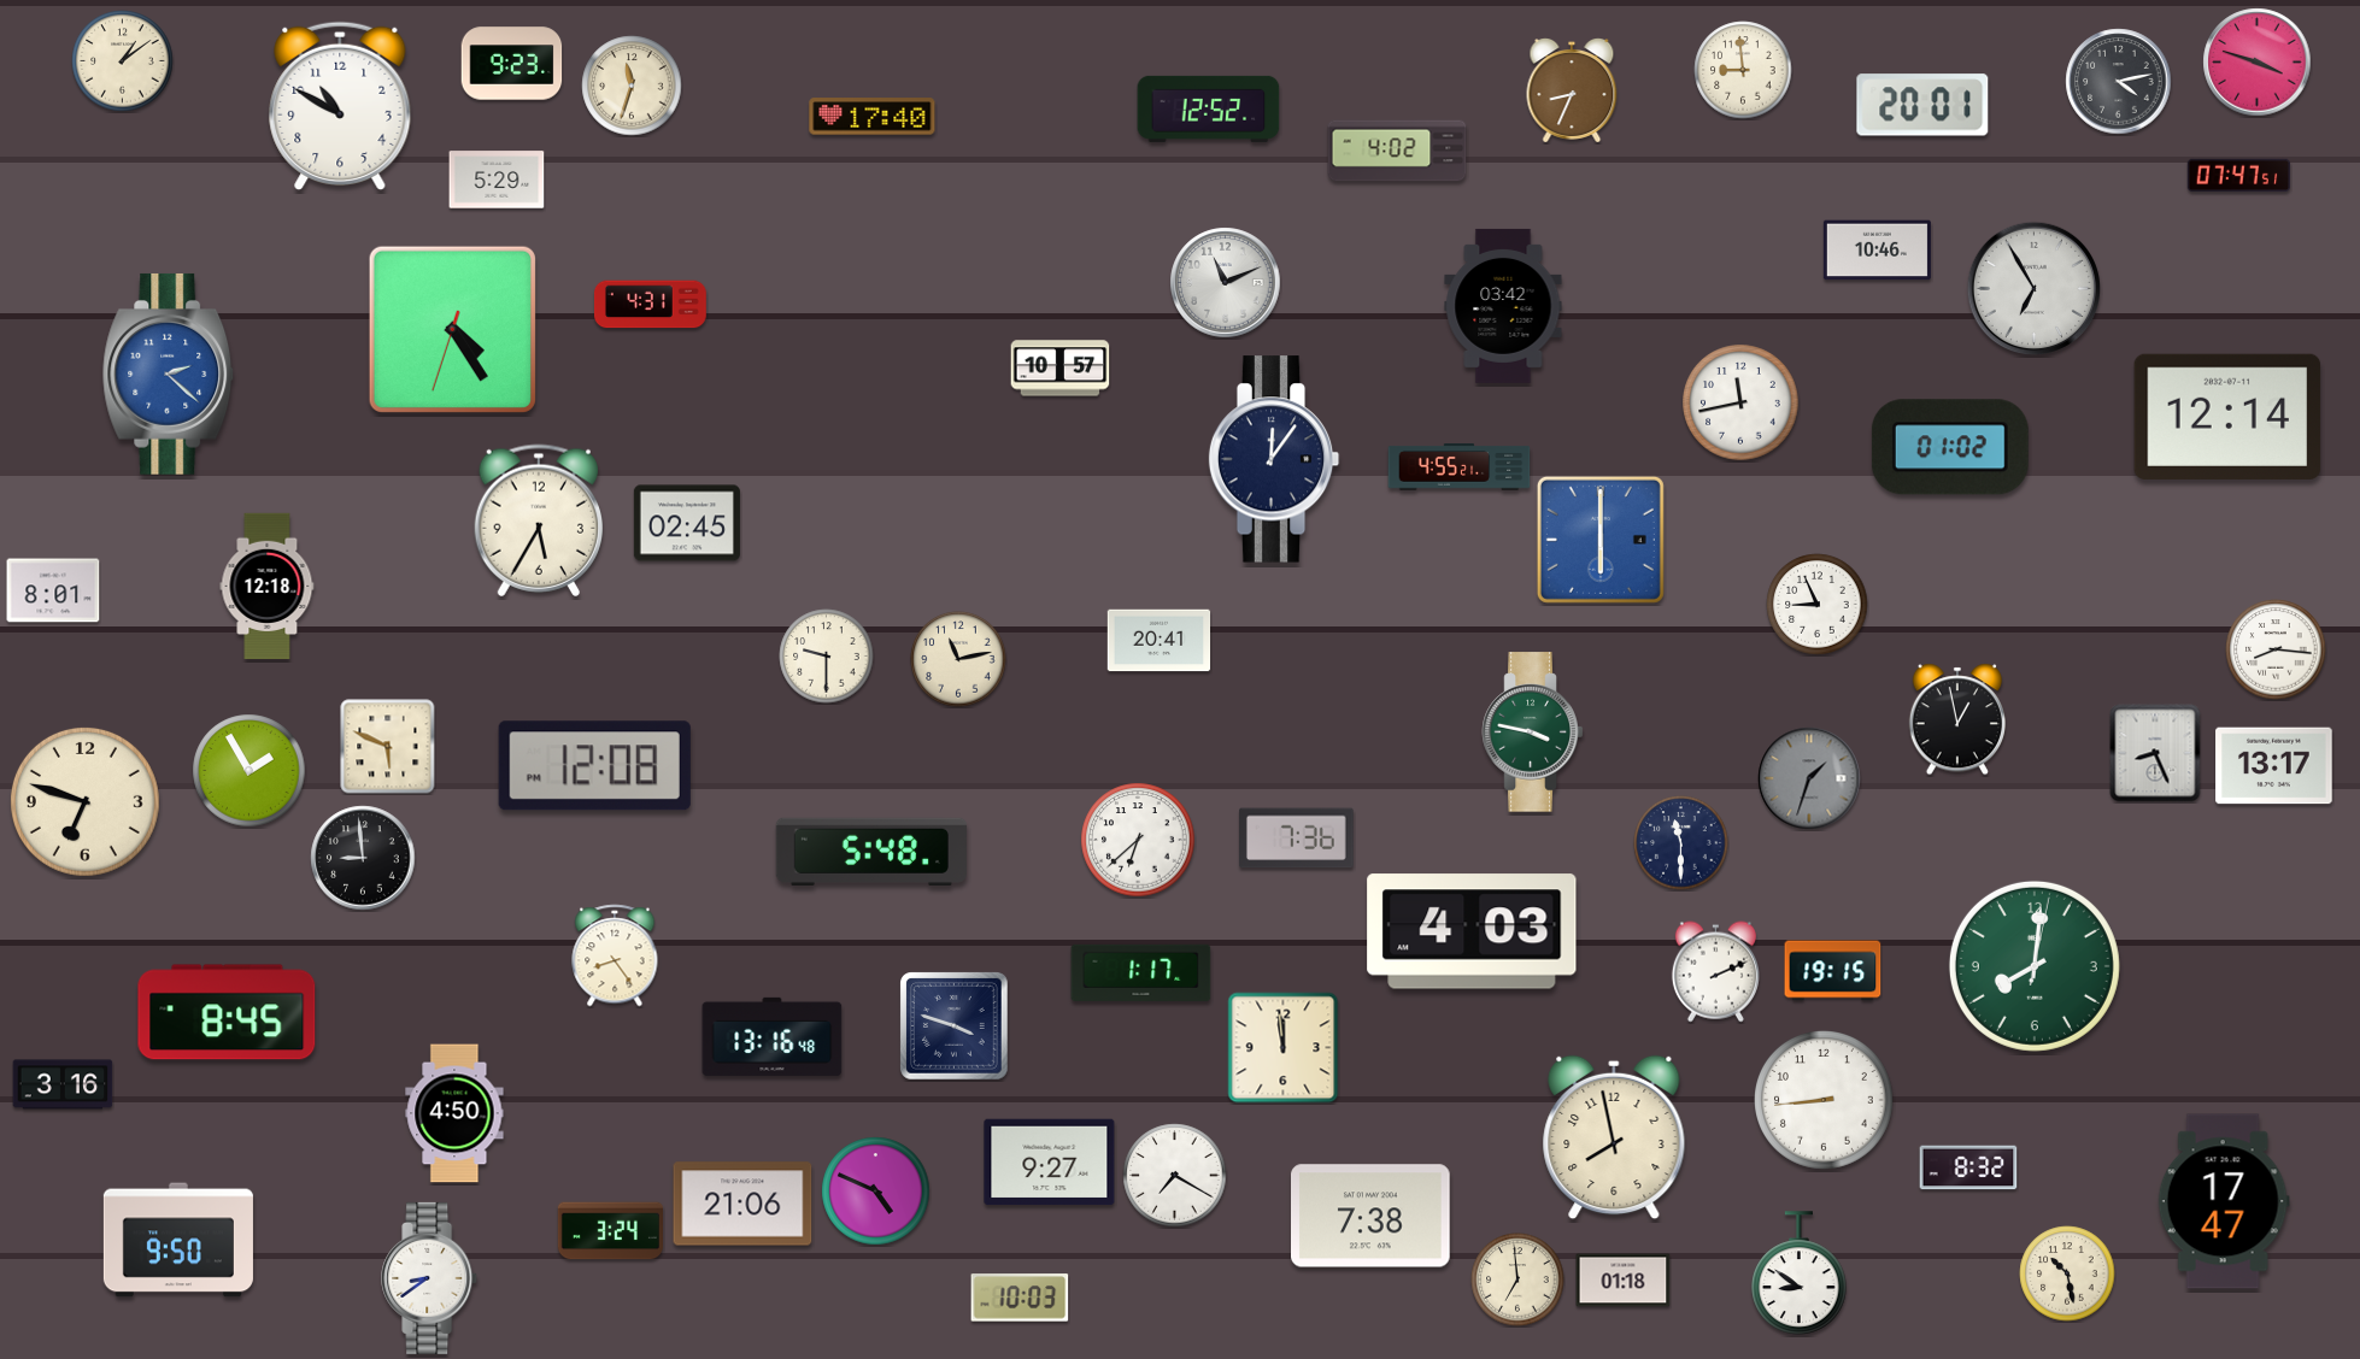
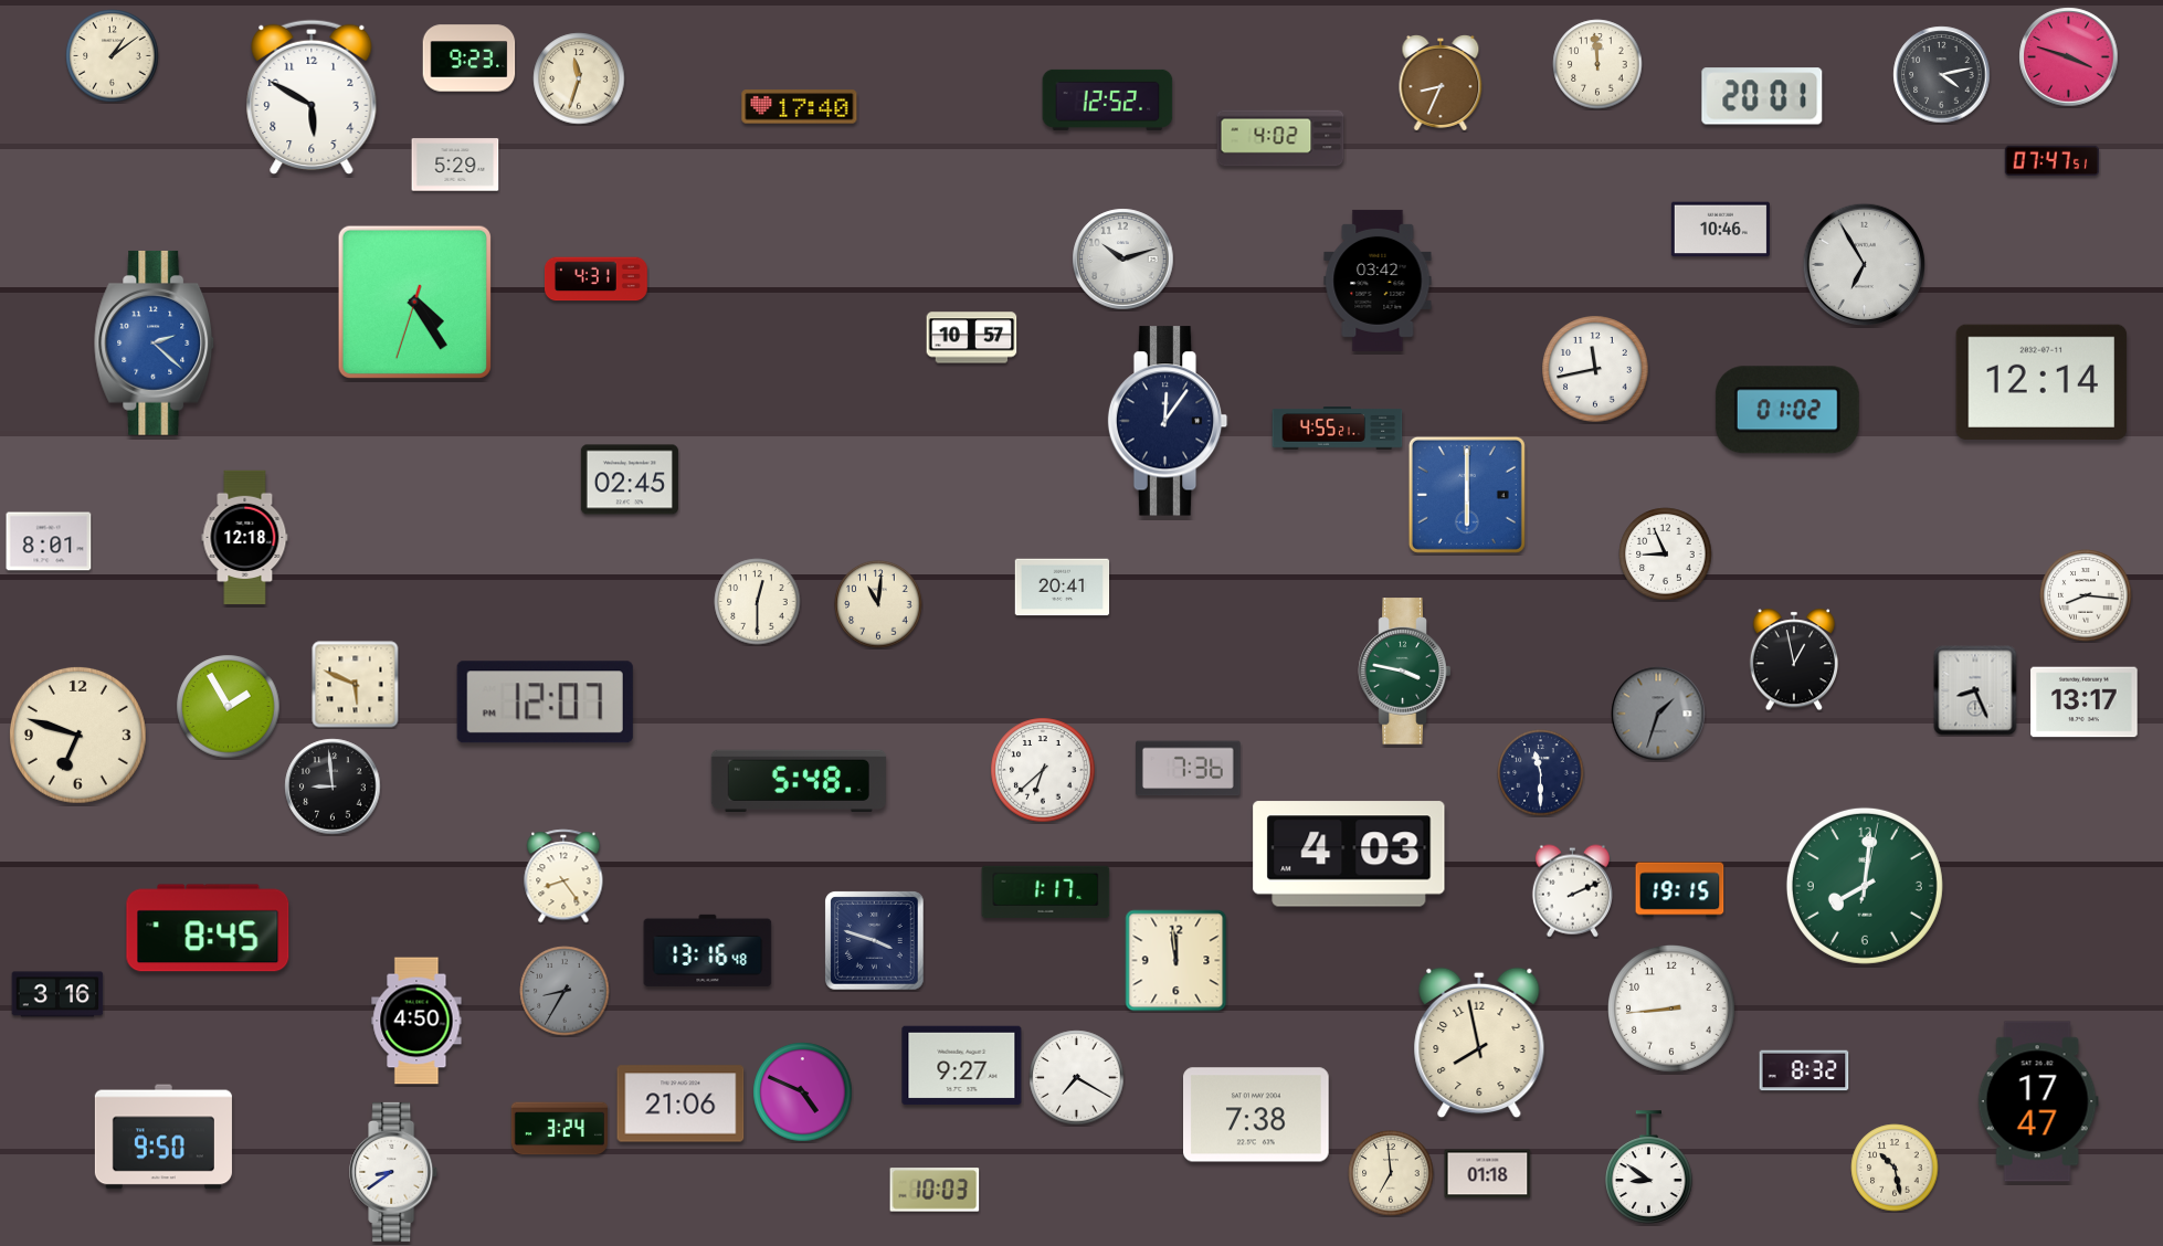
clock at (1743, 70): 8:59 -> 11:59
clock at (340, 106): 10:50 -> 5:50
clock at (1226, 283): 11:11 -> 10:12
clock at (538, 520): 5:35 -> none
clock at (827, 657): 9:30 -> 12:30
clock at (958, 659): 11:13 -> 11:01
clock at (594, 766): 12:08 -> 12:07
clock at (565, 991): none -> 8:35
